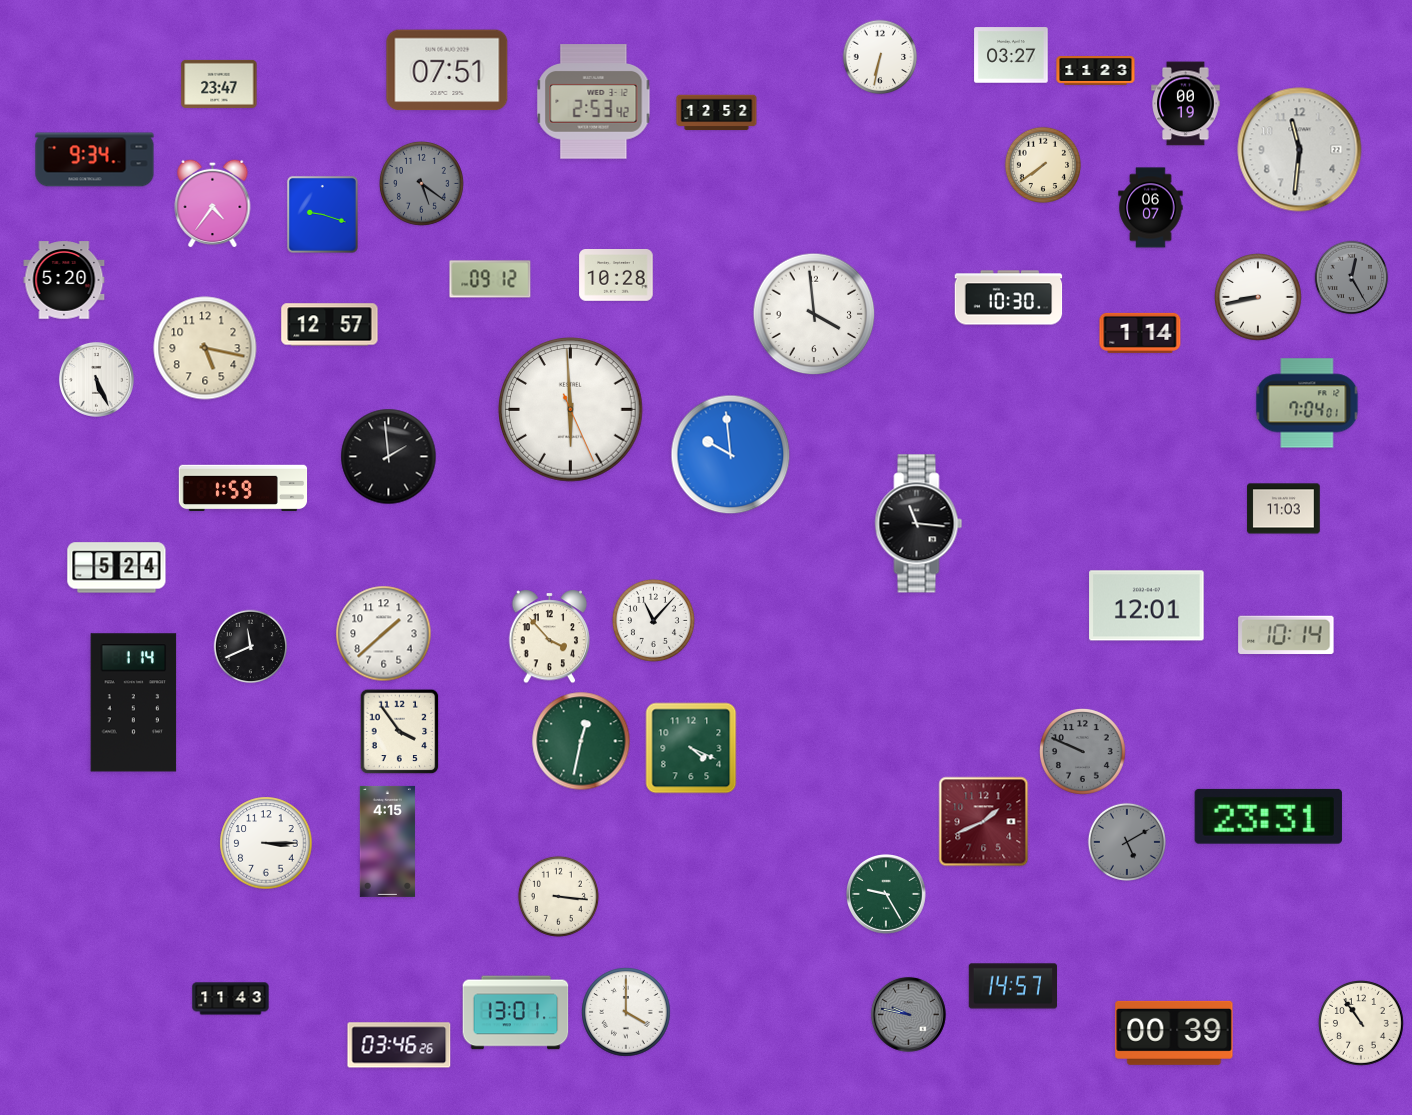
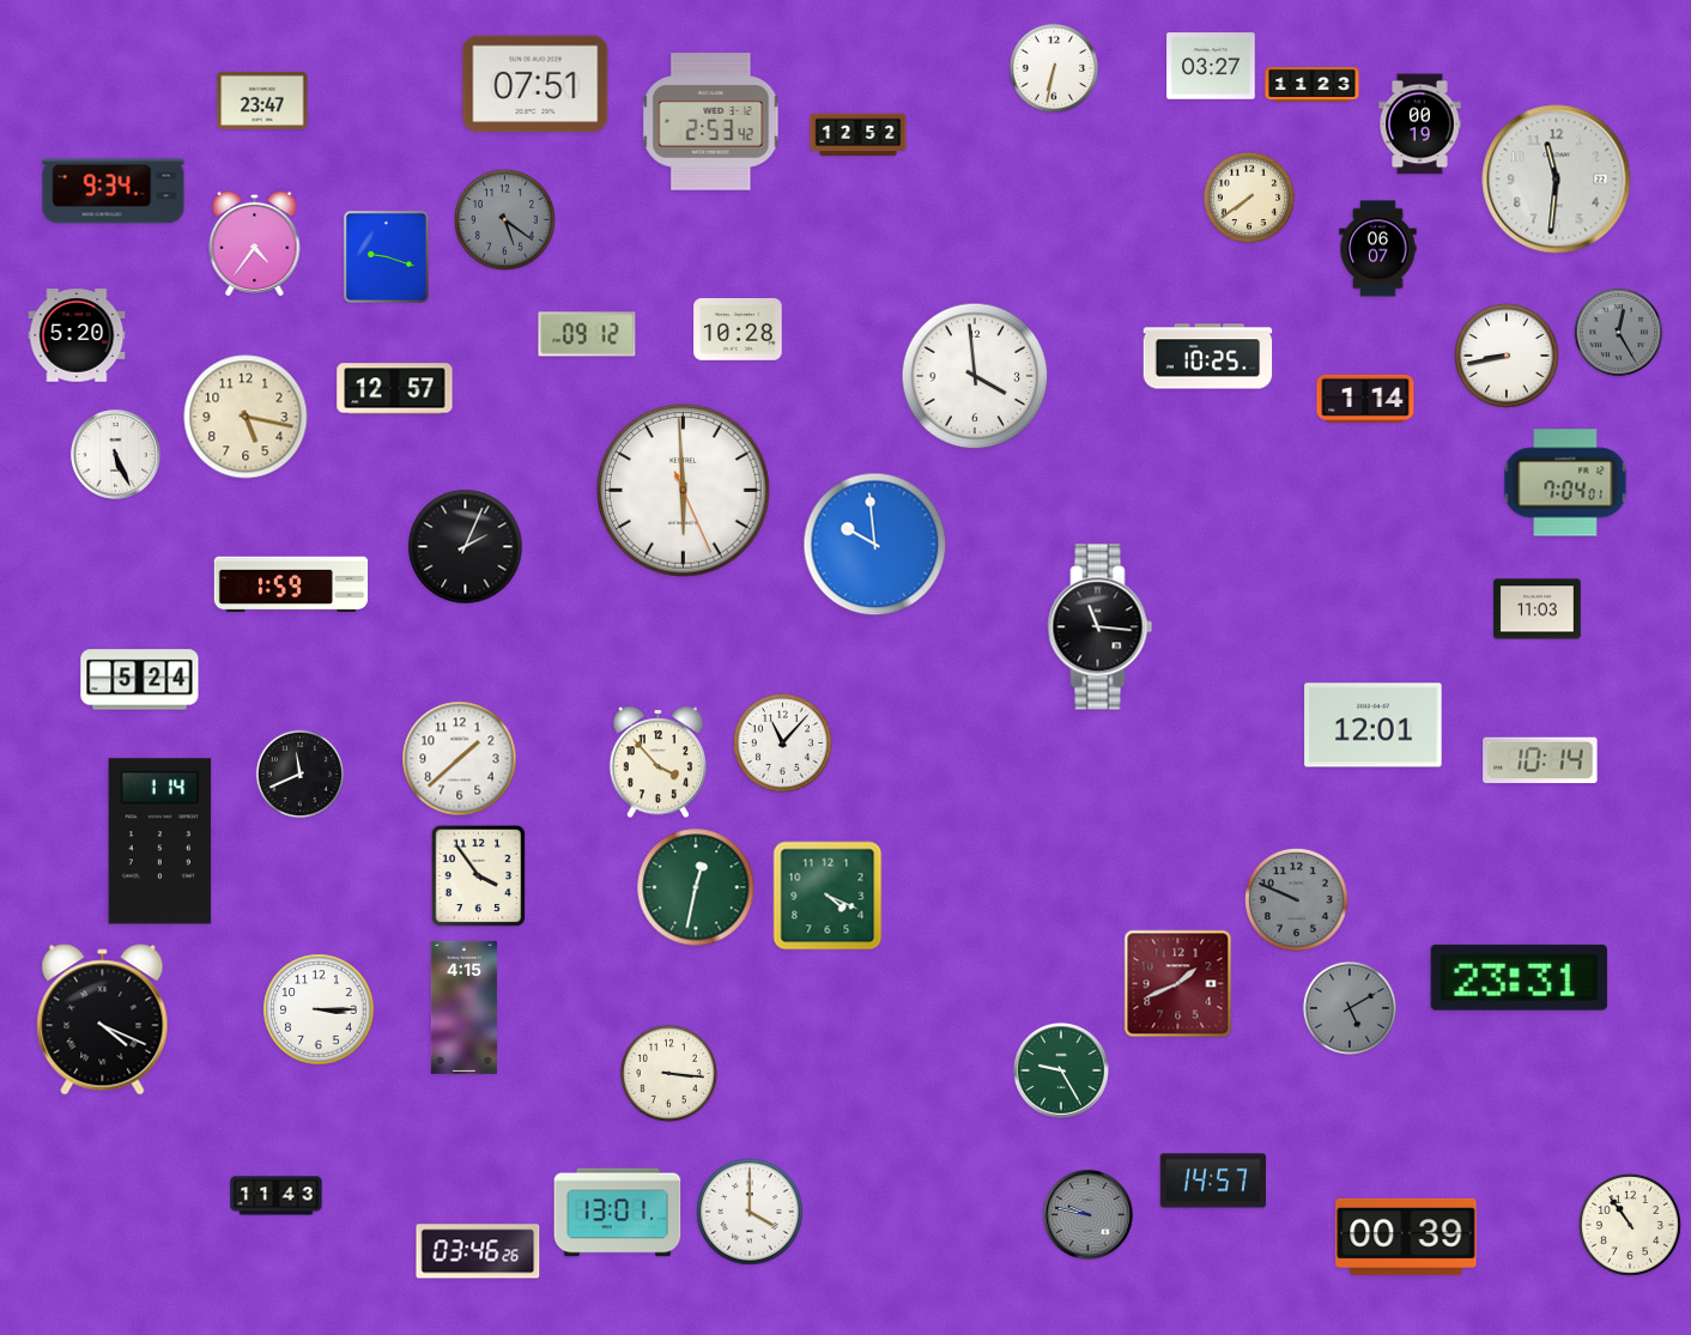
clock at (1009, 298): 10:30 -> 10:25
clock at (389, 457): 1:59 -> 2:04
clock at (103, 1020): none -> 4:19
